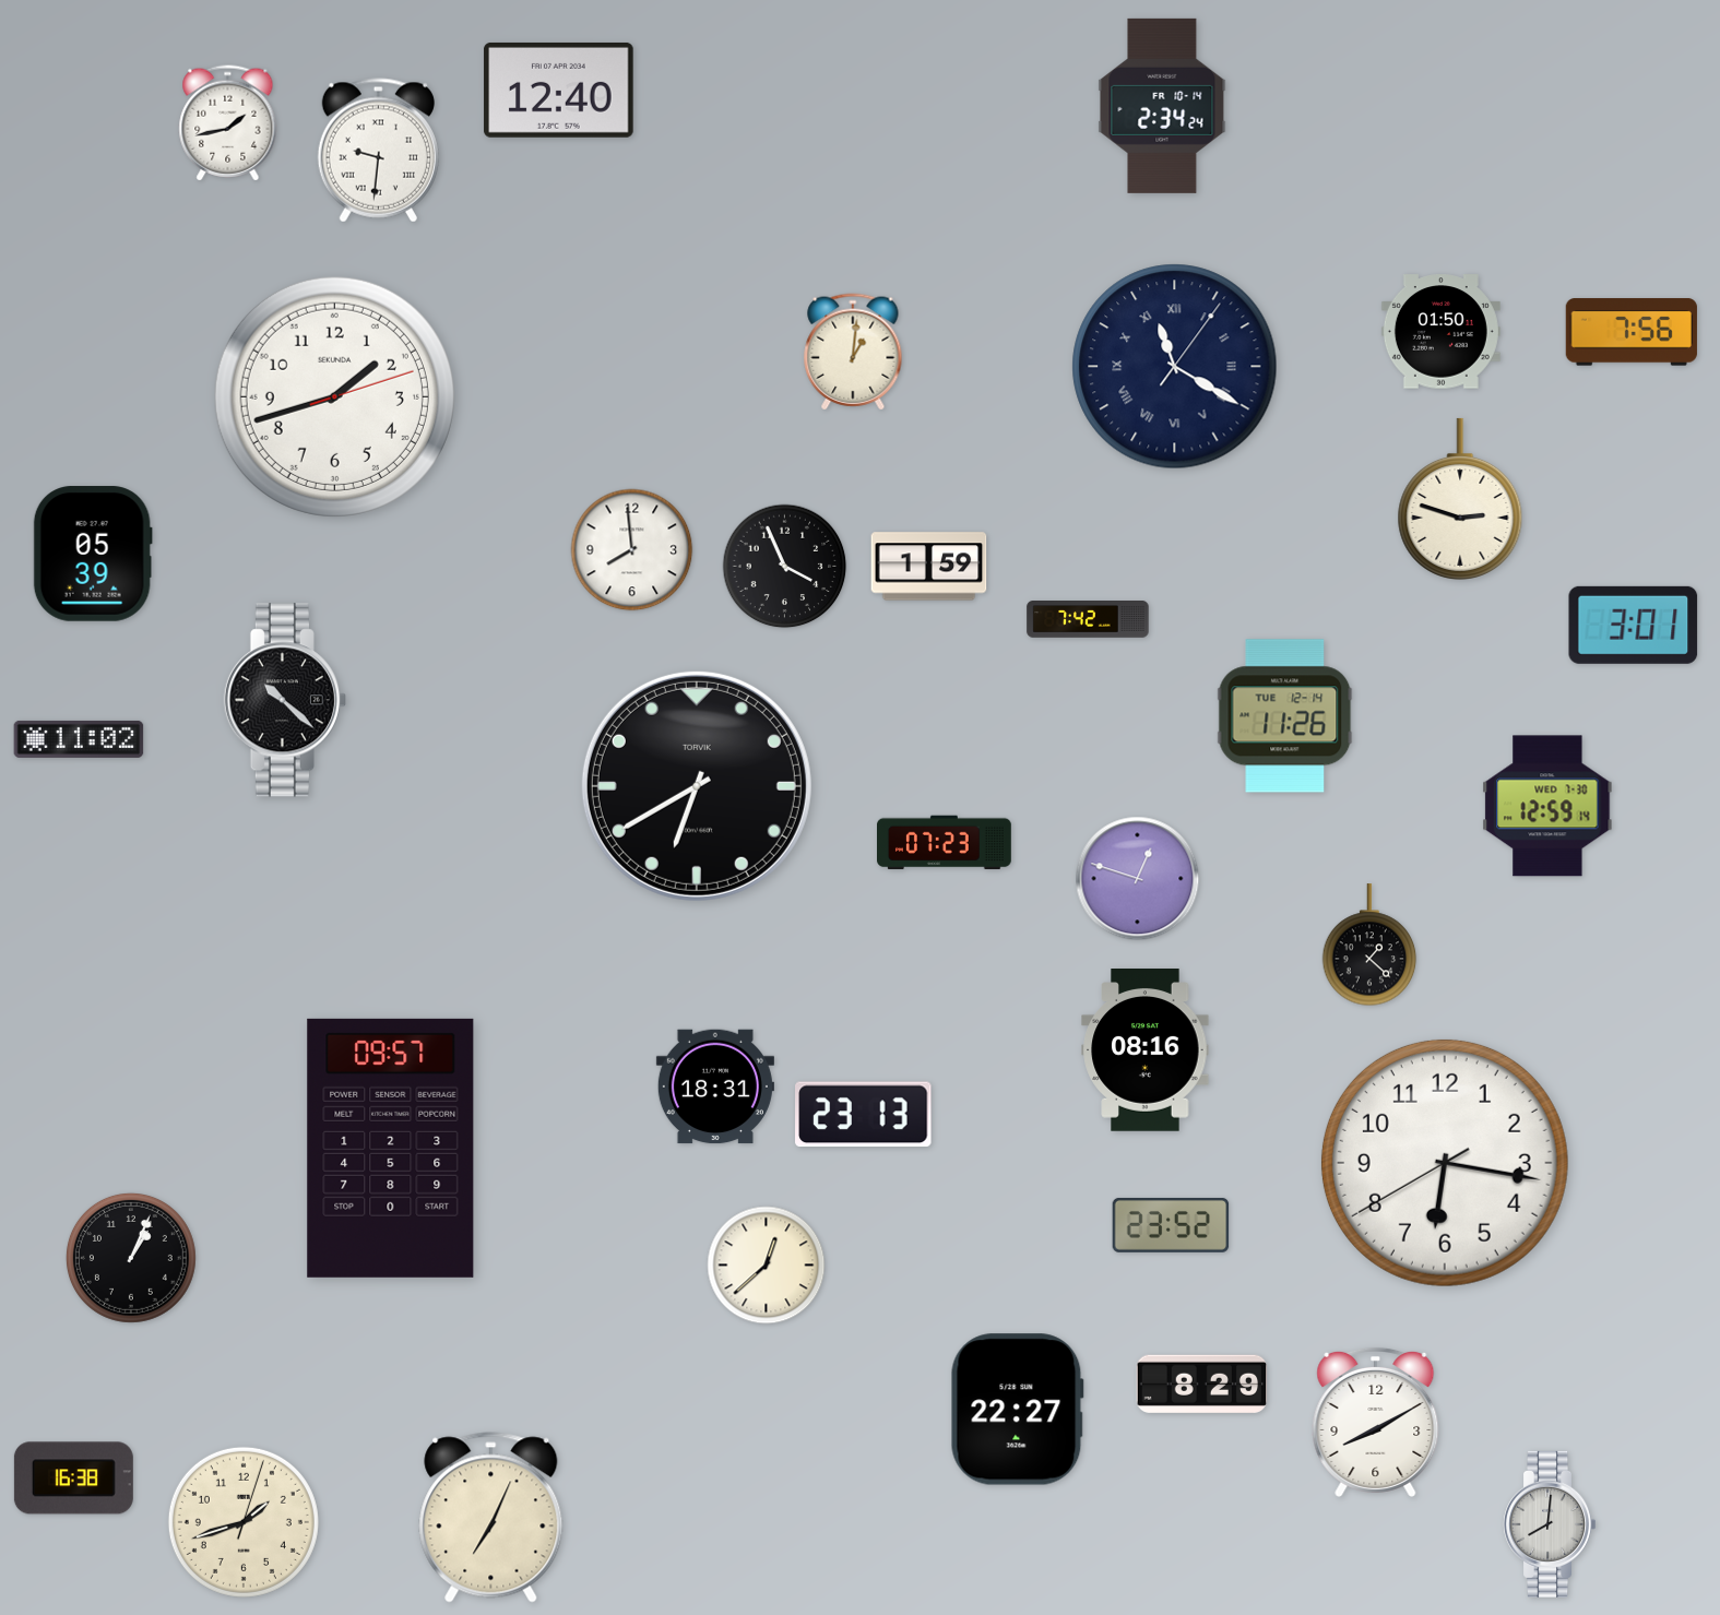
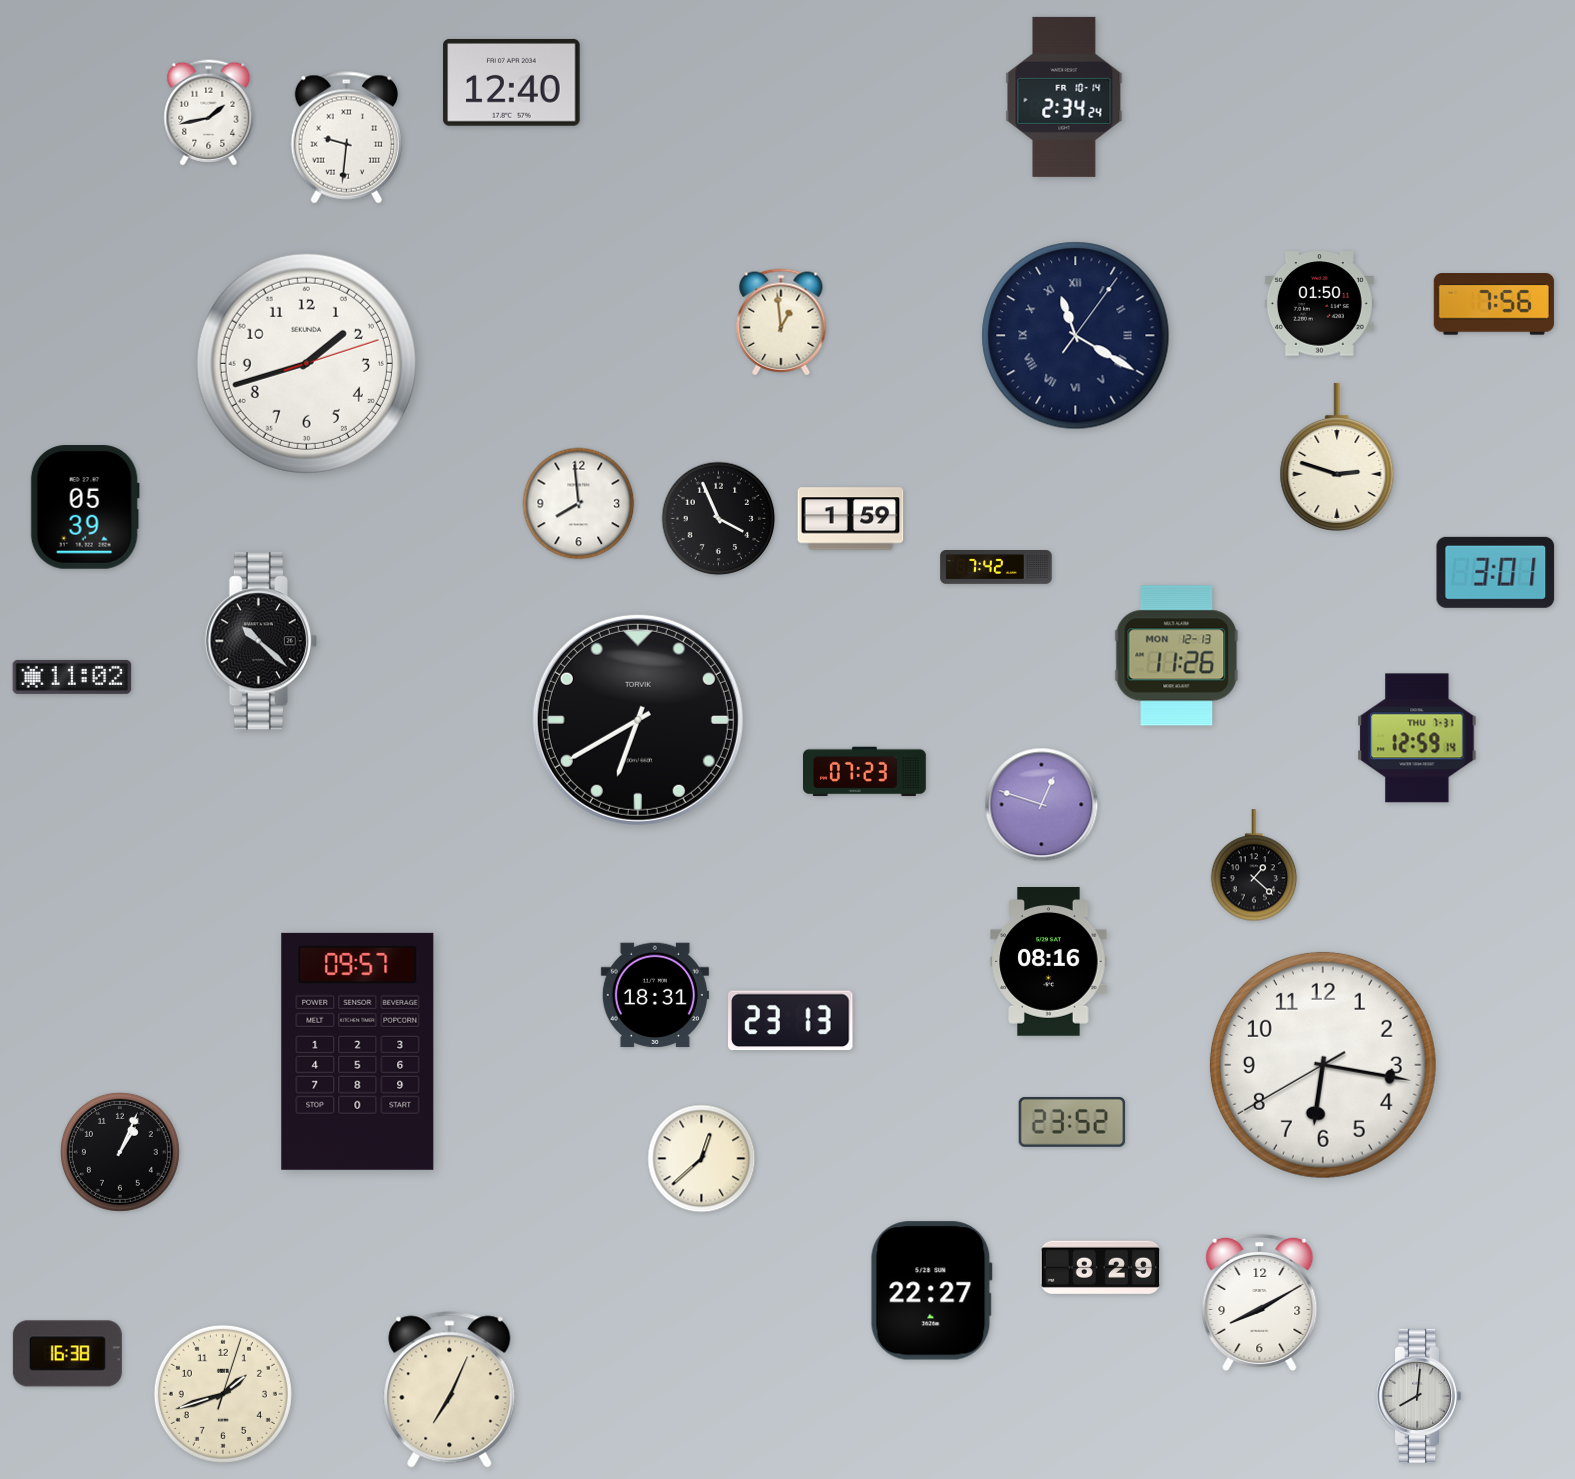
clock at (853, 352): 1:01 -> 12:59
clock at (1285, 716) date: TUE 12-14 -> MON 12-13
clock at (1547, 806) date: WED 7-30 -> THU 7-31
